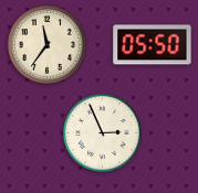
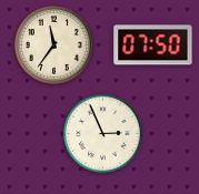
clock at (48, 45) position: (48, 45) -> (54, 45)
clock at (153, 45): 05:50 -> 07:50
